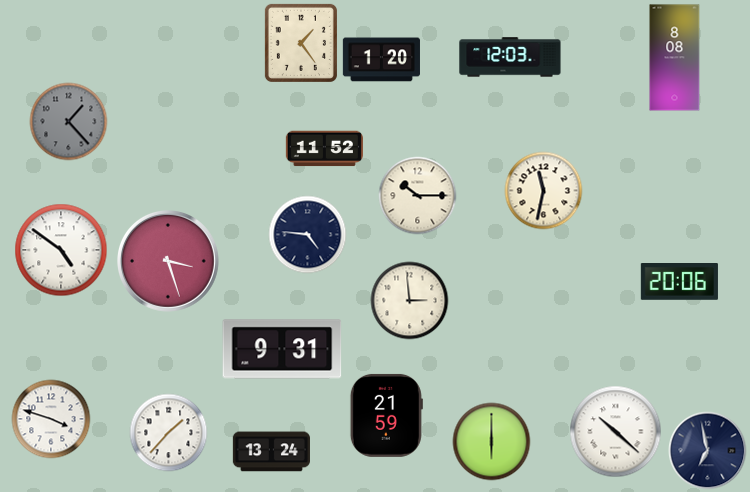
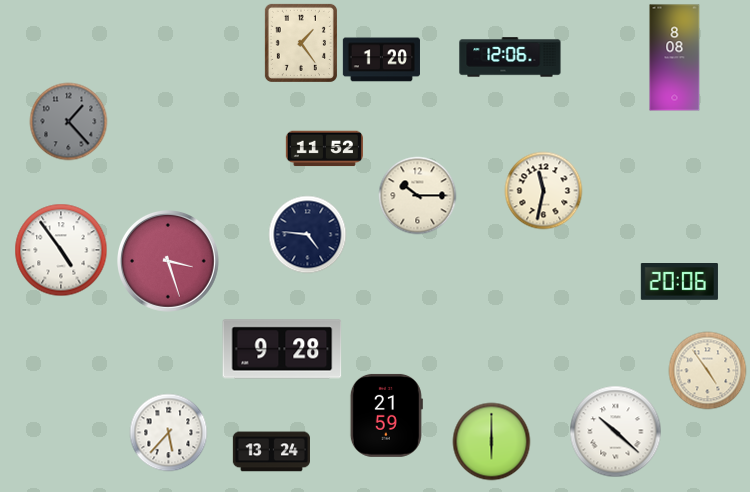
clock at (510, 57): 12:03 -> 12:06
clock at (61, 250): 4:51 -> 4:54
clock at (409, 300): 2:59 -> none
clock at (282, 349): 9:31 -> 9:28
clock at (707, 370): none -> 4:54
clock at (51, 419): 3:48 -> none
clock at (168, 432): 1:37 -> 5:37
clock at (707, 450): 6:58 -> none
